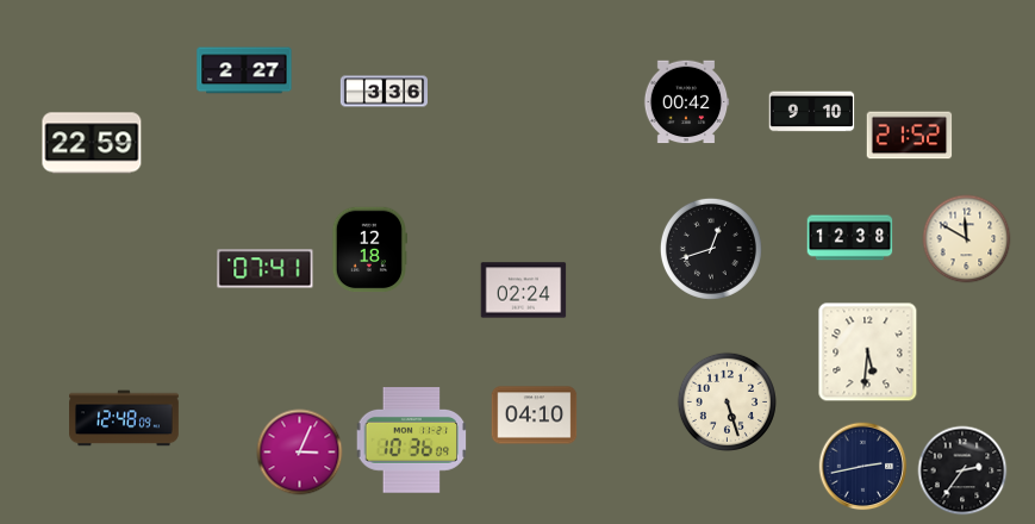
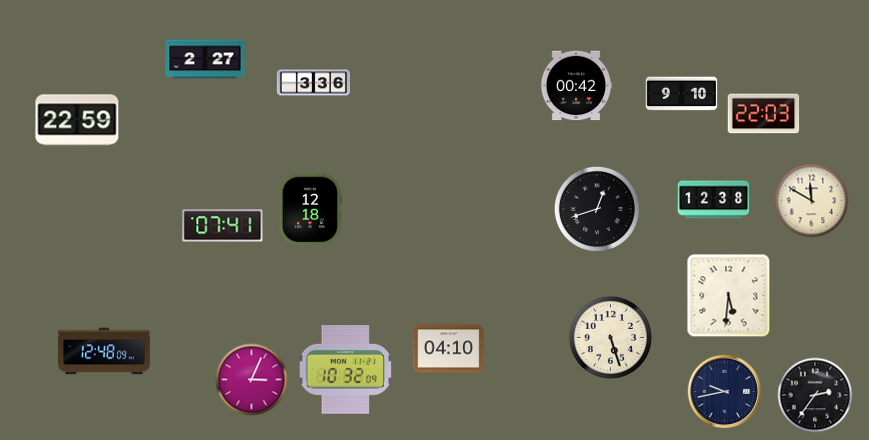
clock at (384, 92) position: (384, 92) -> (313, 83)
clock at (910, 136): 21:52 -> 22:03
clock at (524, 291): 02:24 -> none
clock at (412, 441): 10:36 -> 10:32
clock at (863, 467): 2:43 -> 9:43
clock at (962, 470) position: (962, 470) -> (815, 395)
